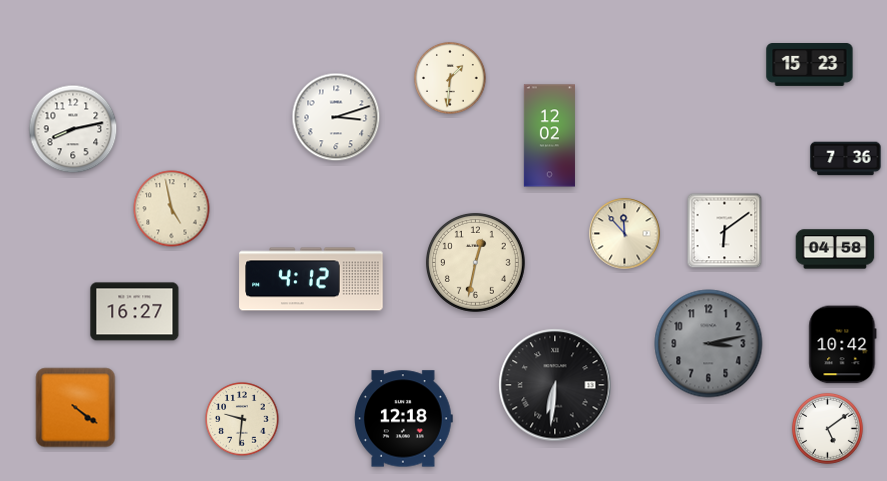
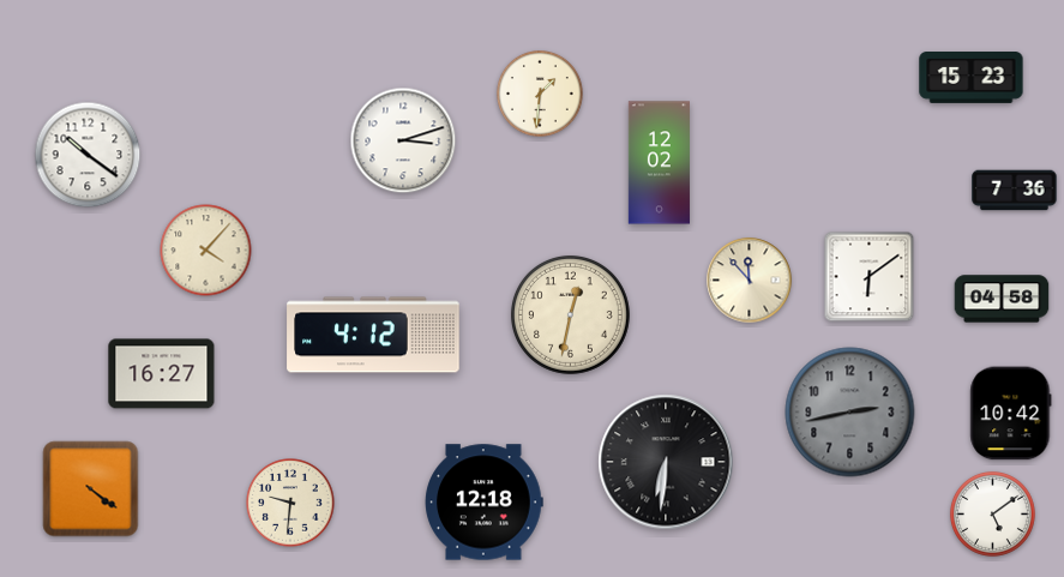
clock at (73, 129): 8:13 -> 10:21
clock at (172, 209): 4:58 -> 4:07
clock at (709, 344): 3:13 -> 2:43
